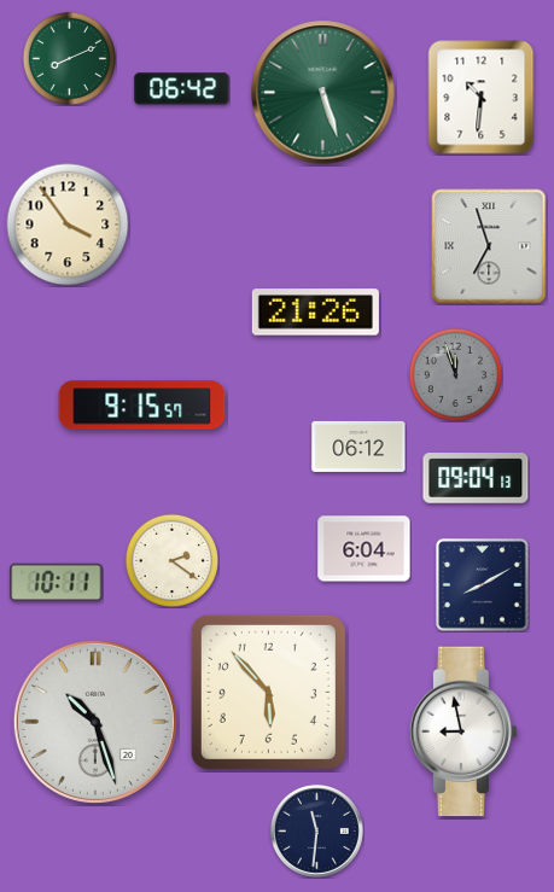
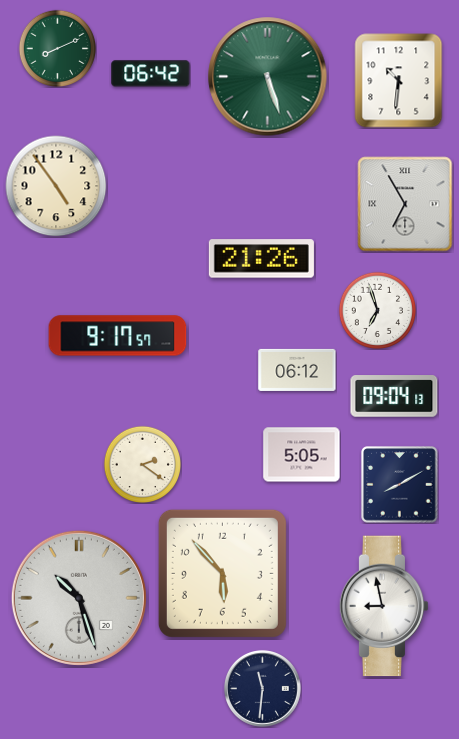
clock at (68, 225): 3:54 -> 4:54
clock at (489, 246): 6:57 -> 6:55
clock at (455, 374): 11:57 -> 6:57
clock at (455, 374) dial: grey -> white
clock at (142, 406): 9:15 -> 9:17
clock at (365, 549): 6:04 -> 5:05
clock at (57, 583): 10:11 -> none
